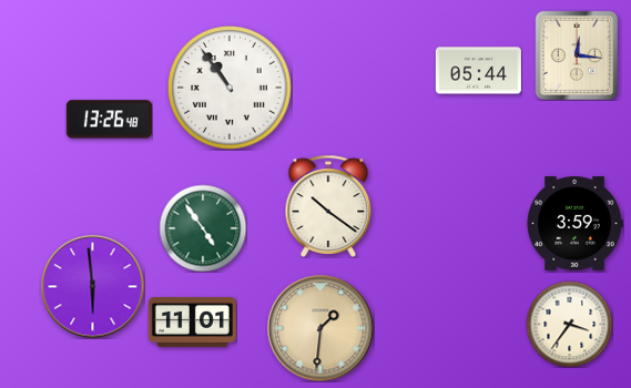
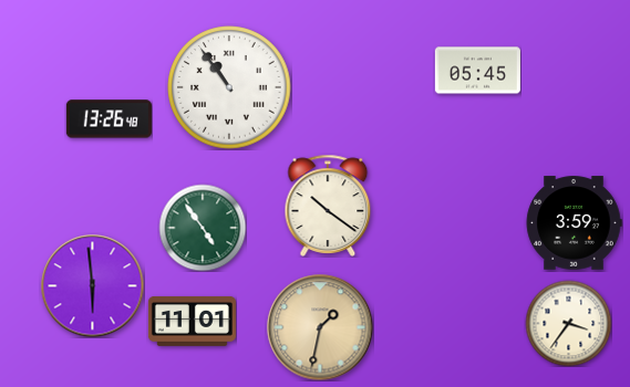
clock at (577, 55): 12:16 -> none
clock at (478, 71): 05:44 -> 05:45
clock at (320, 328): 1:31 -> 1:32
